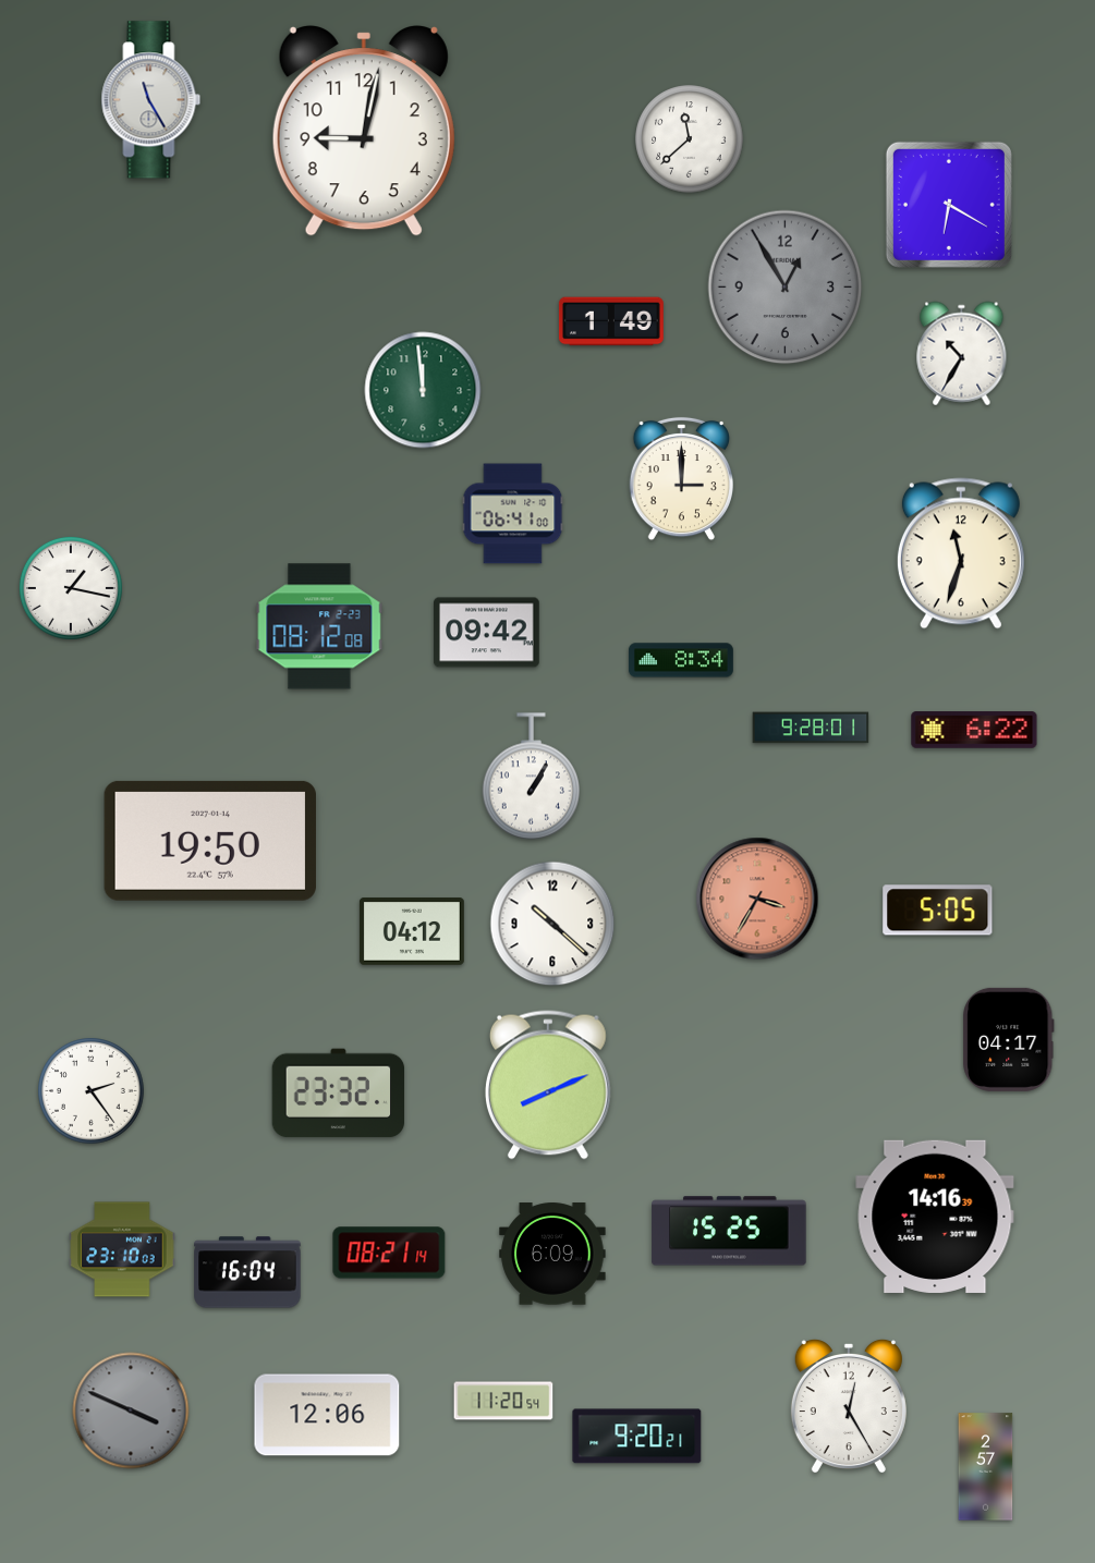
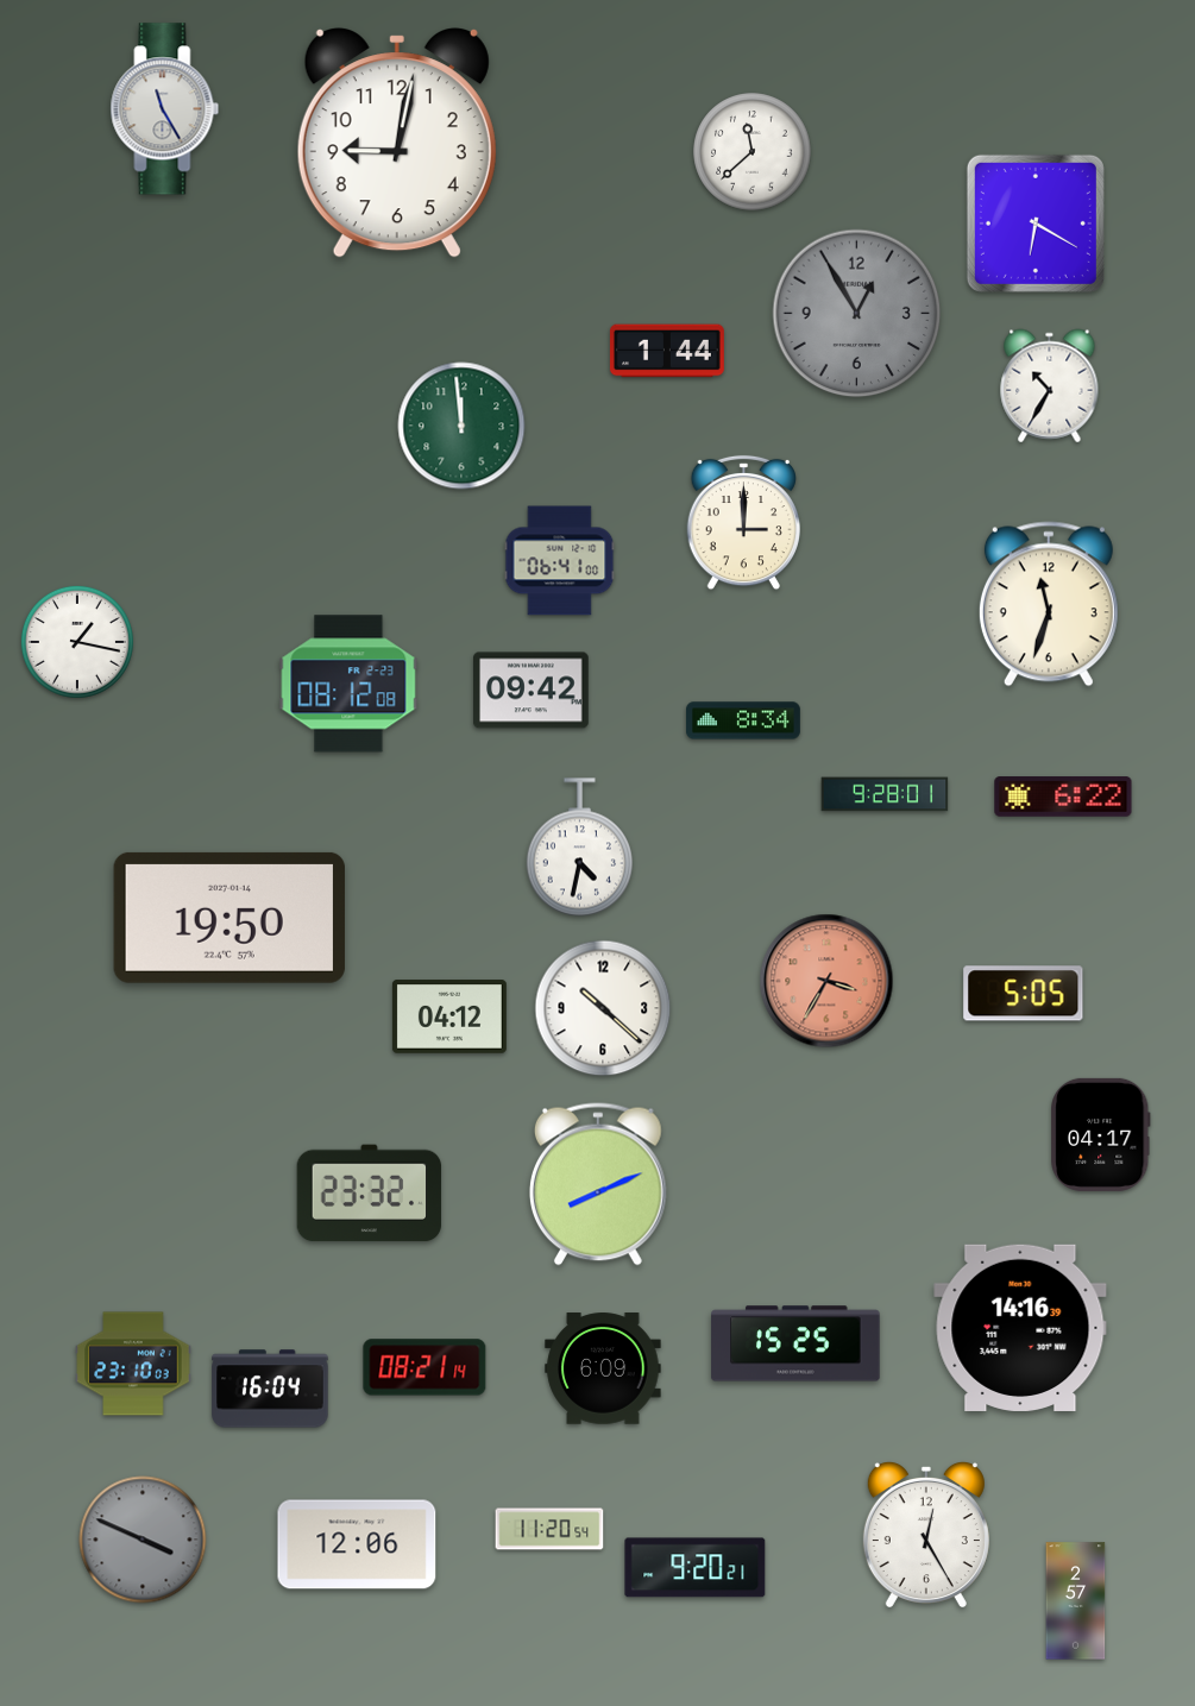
clock at (611, 321): 1:49 -> 1:44
clock at (531, 777): 1:05 -> 4:32
clock at (92, 1091): 2:24 -> none
